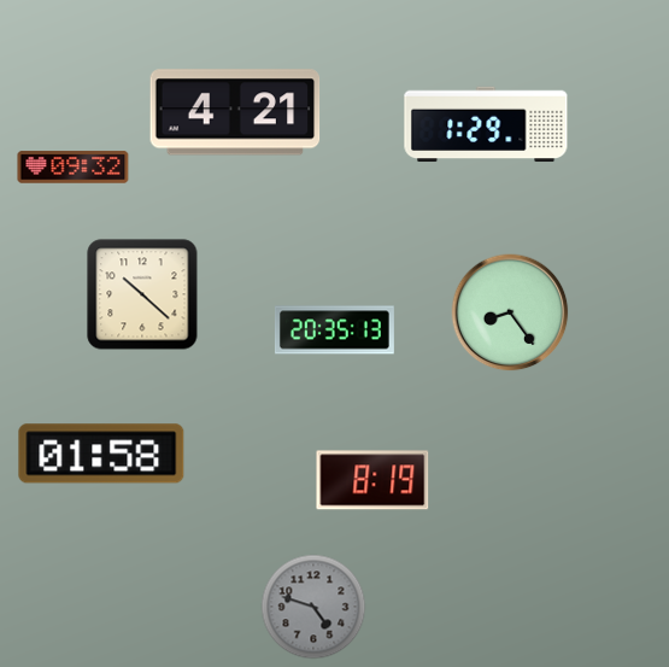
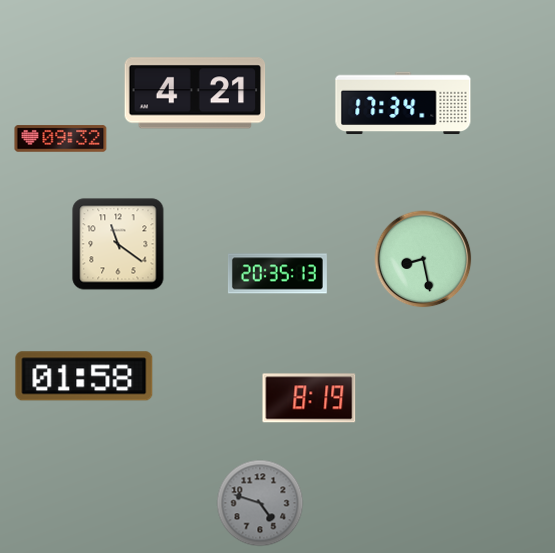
clock at (486, 124): 1:29 -> 17:34
clock at (142, 294): 10:22 -> 11:21
clock at (510, 312): 8:24 -> 8:28
